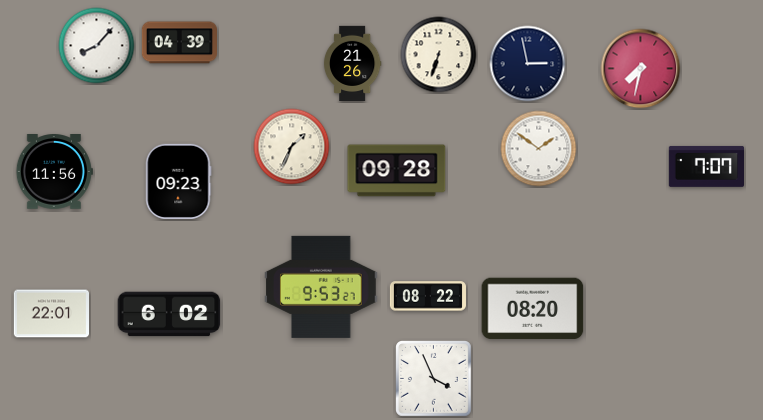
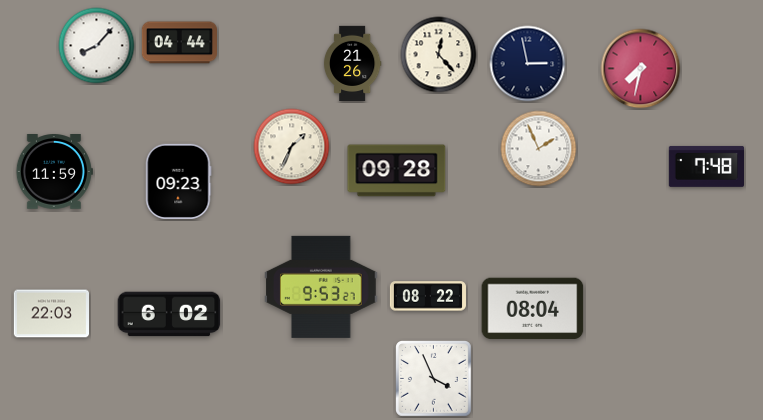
clock at (179, 43): 04:39 -> 04:44
clock at (439, 55): 6:33 -> 12:23
clock at (539, 149): 1:51 -> 1:56
clock at (706, 166): 7:07 -> 7:48
clock at (54, 172): 11:56 -> 11:59
clock at (533, 309): 08:20 -> 08:04
clock at (51, 314): 22:01 -> 22:03
